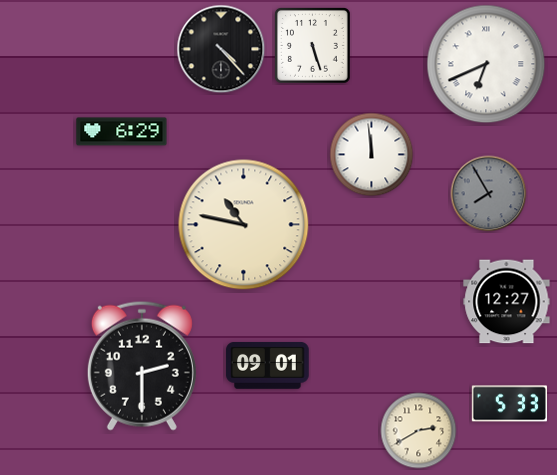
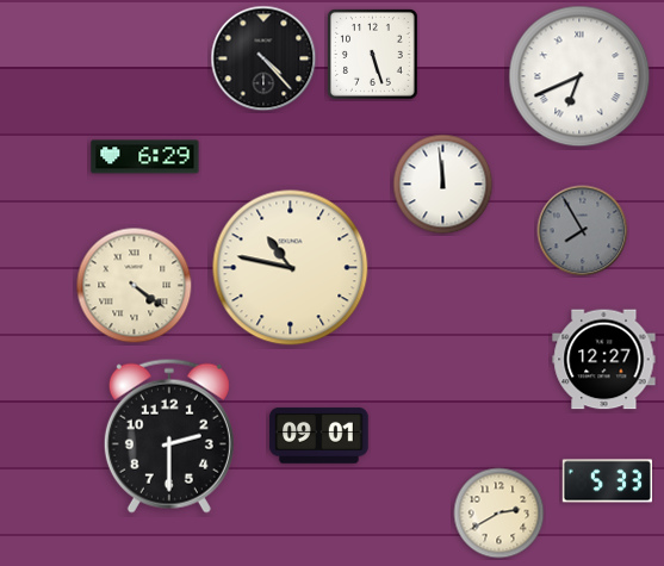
clock at (135, 286): none -> 4:21
